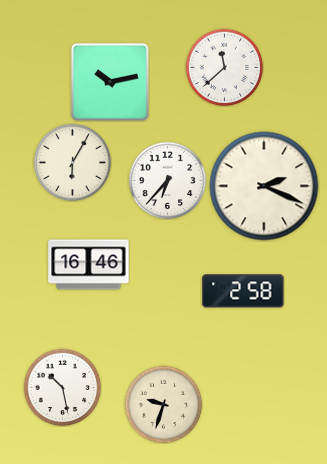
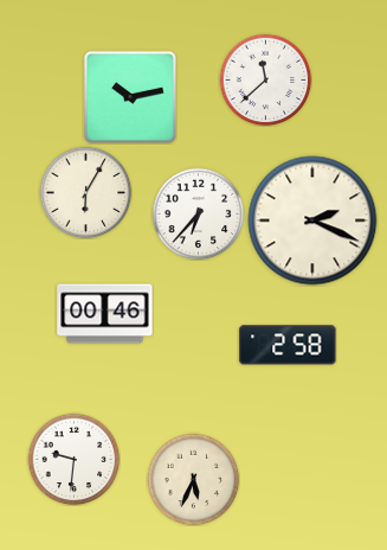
clock at (89, 265): 16:46 -> 00:46
clock at (62, 387): 10:28 -> 9:31
clock at (163, 404): 9:33 -> 5:34
